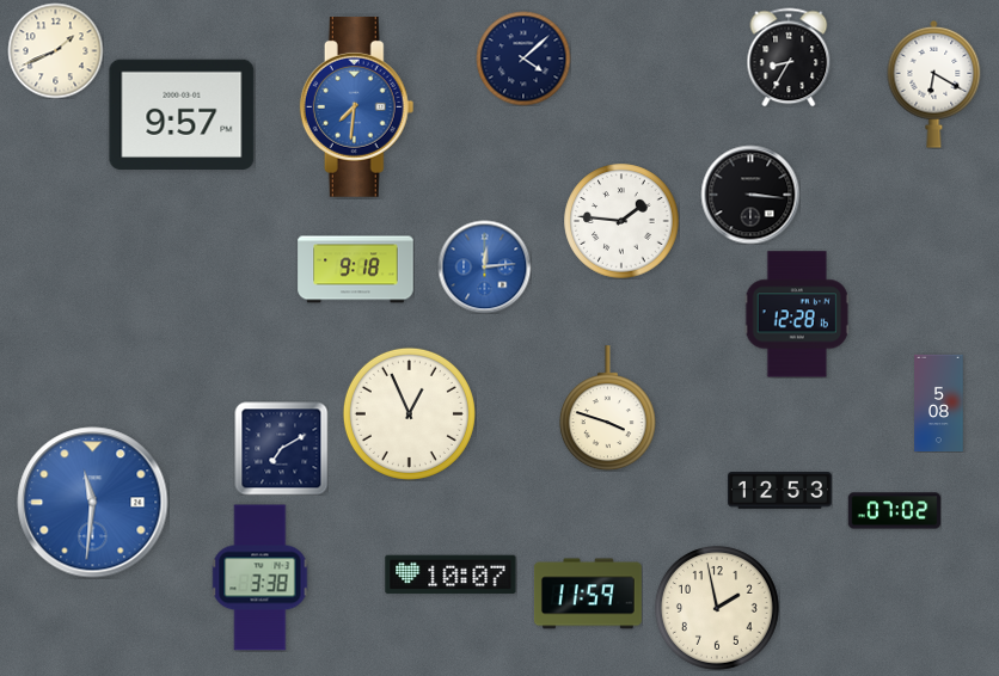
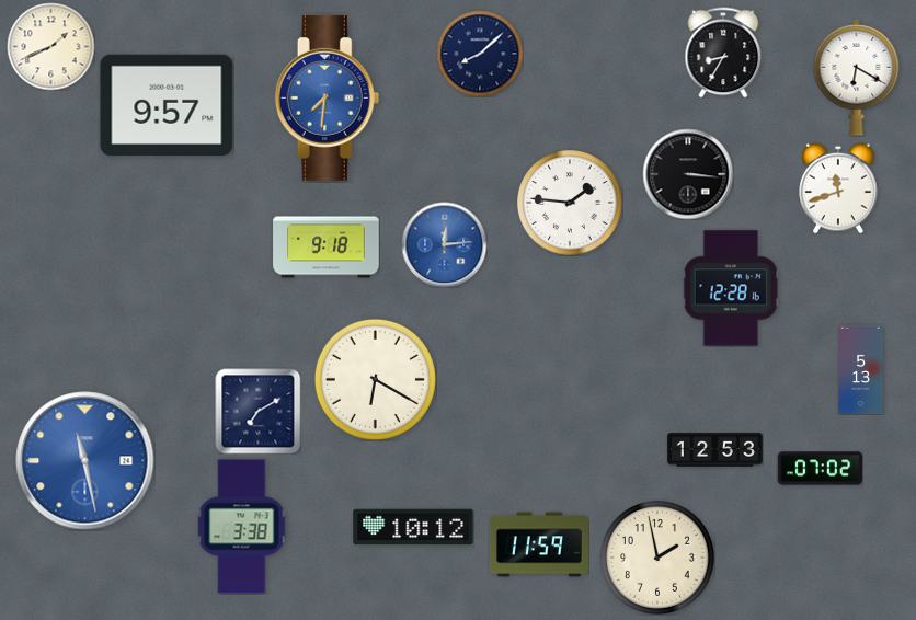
clock at (523, 59): 4:08 -> 8:08
clock at (750, 195) position: (750, 195) -> (688, 174)
clock at (838, 188): none -> 11:42
clock at (939, 402): 5:08 -> 5:13
clock at (607, 408): 3:48 -> none
clock at (409, 413): 12:56 -> 6:20
clock at (93, 503): 11:31 -> 11:28
clock at (451, 574): 10:07 -> 10:12
clock at (261, 578) position: (261, 578) -> (242, 527)
